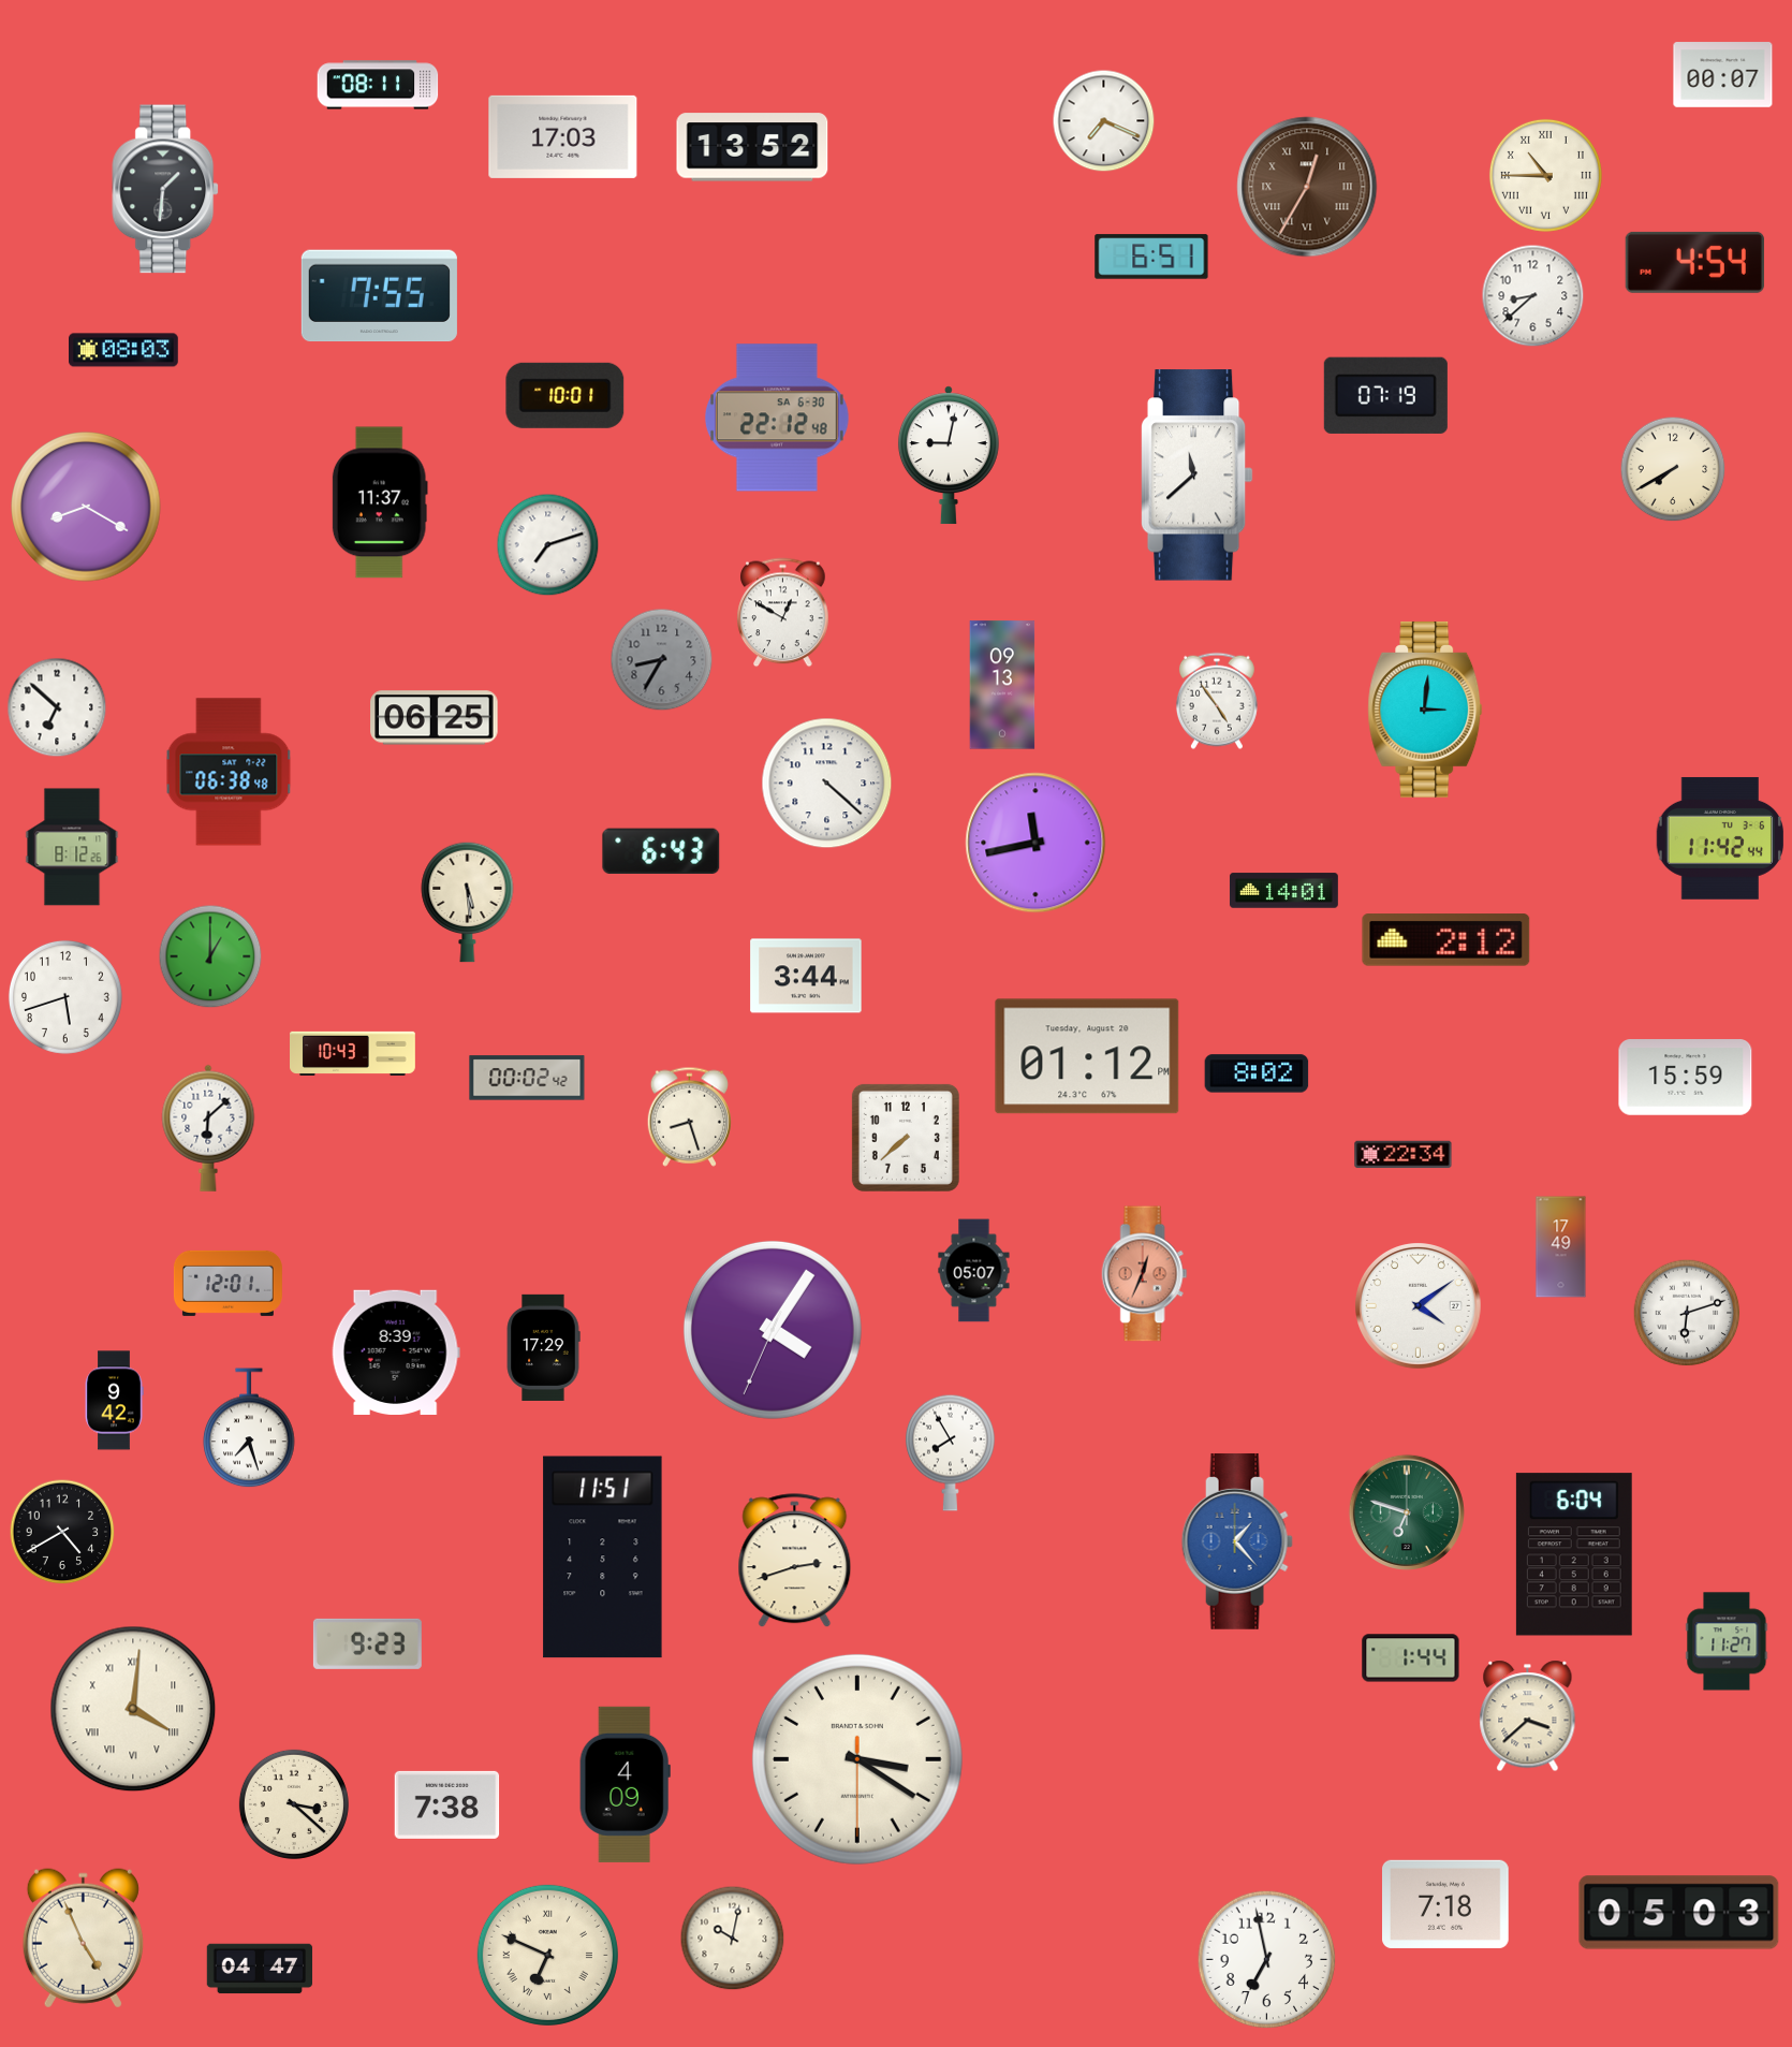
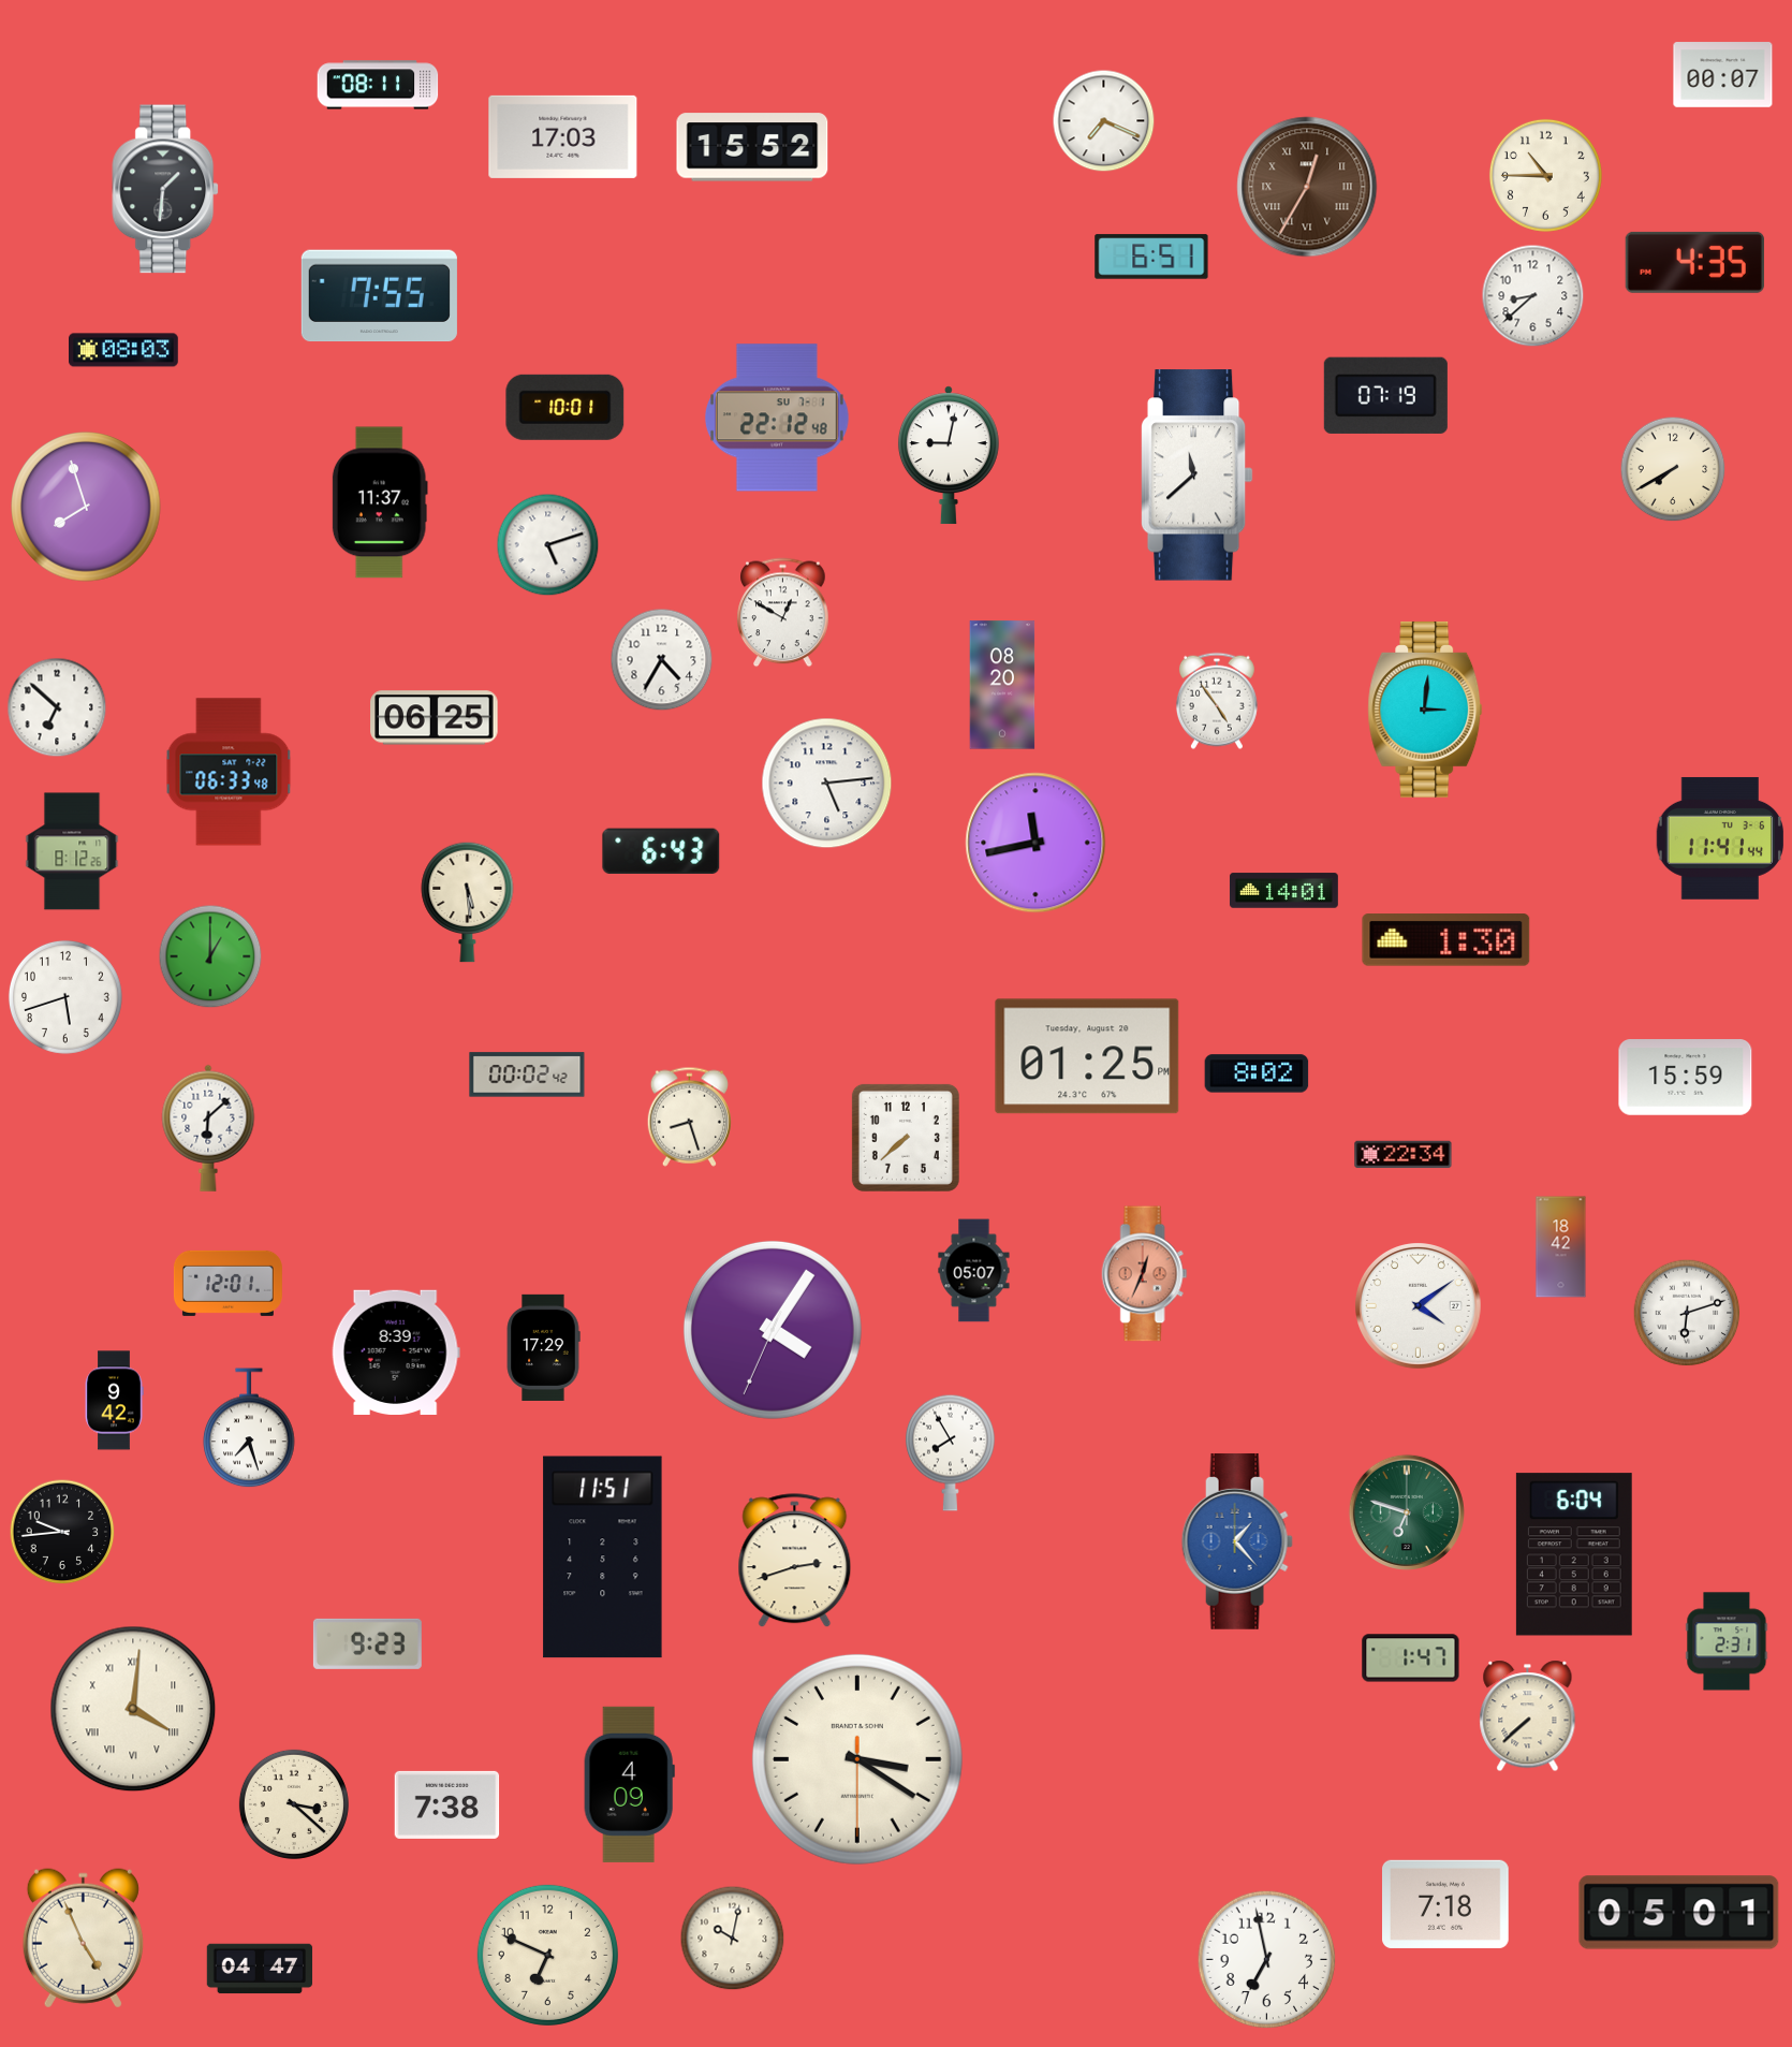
clock at (752, 147): 13:52 -> 15:52
clock at (1545, 175) numerals: Roman -> Arabic
clock at (1694, 262): 4:54 -> 4:35
clock at (565, 395) position: (565, 395) -> (565, 407)
clock at (777, 418) date: SA 6-30 -> SU 7-1
clock at (86, 507): 8:20 -> 7:57
clock at (548, 545): 7:12 -> 5:12
clock at (662, 660): 8:35 -> 4:35
clock at (662, 660) dial: grey -> white
clock at (1002, 685): 09:13 -> 08:20
clock at (229, 772): 06:38 -> 06:33
clock at (827, 784): 4:22 -> 5:14
clock at (1720, 838): 11:42 -> 11:41
clock at (72, 847) position: (72, 847) -> (72, 851)
clock at (1446, 940): 2:12 -> 1:30
clock at (806, 976): 3:44 -> none
clock at (353, 1053): 10:43 -> none
clock at (1087, 1056): 01:12 -> 01:25
clock at (527, 1078) position: (527, 1078) -> (527, 1074)
clock at (1561, 1247): 17:49 -> 18:42
clock at (62, 1532): 4:40 -> 9:44
clock at (1727, 1641): 11:27 -> 2:31
clock at (1411, 1658): 1:44 -> 1:47
clock at (1528, 1716): 3:38 -> 7:38
clock at (625, 1784) position: (625, 1784) -> (629, 1784)
clock at (1679, 1913): 05:03 -> 05:01
clock at (547, 1955) numerals: Roman -> Arabic
